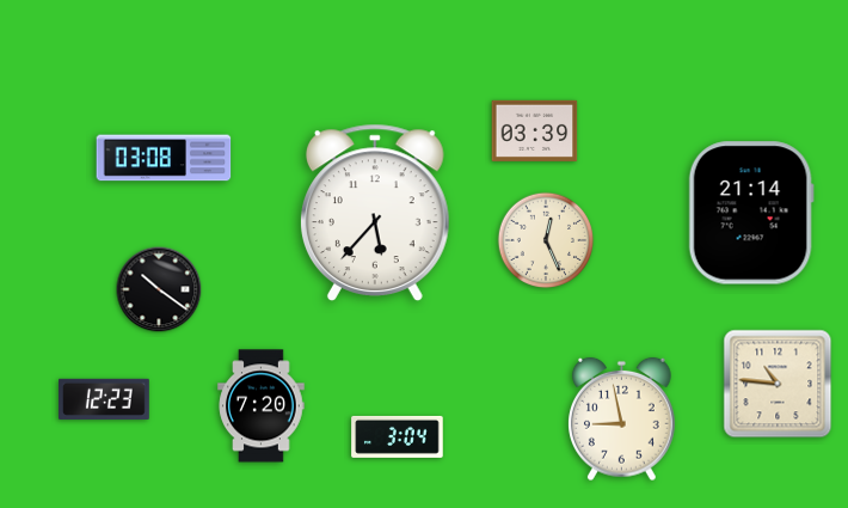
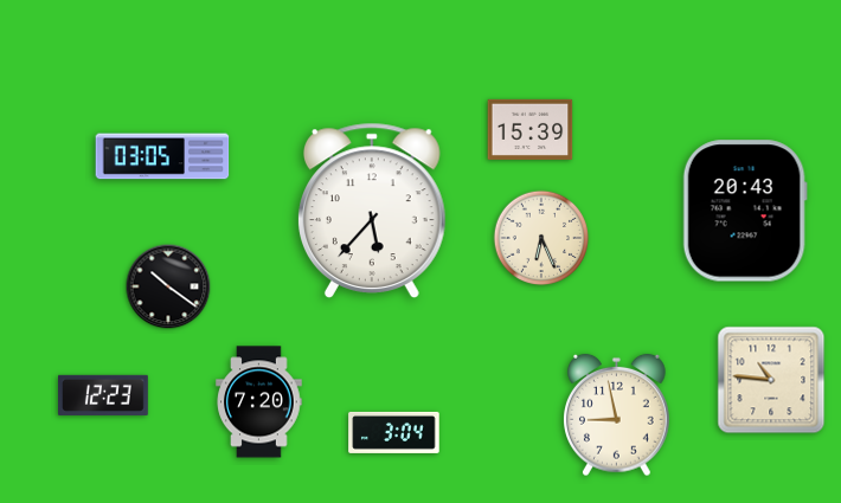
clock at (535, 130): 03:39 -> 15:39
clock at (164, 158): 03:08 -> 03:05
clock at (751, 213): 21:14 -> 20:43
clock at (546, 240): 12:26 -> 6:26
clock at (159, 289) position: (159, 289) -> (168, 286)
